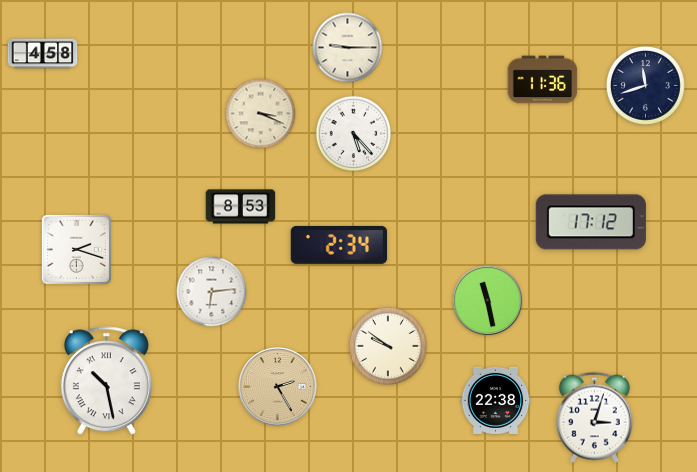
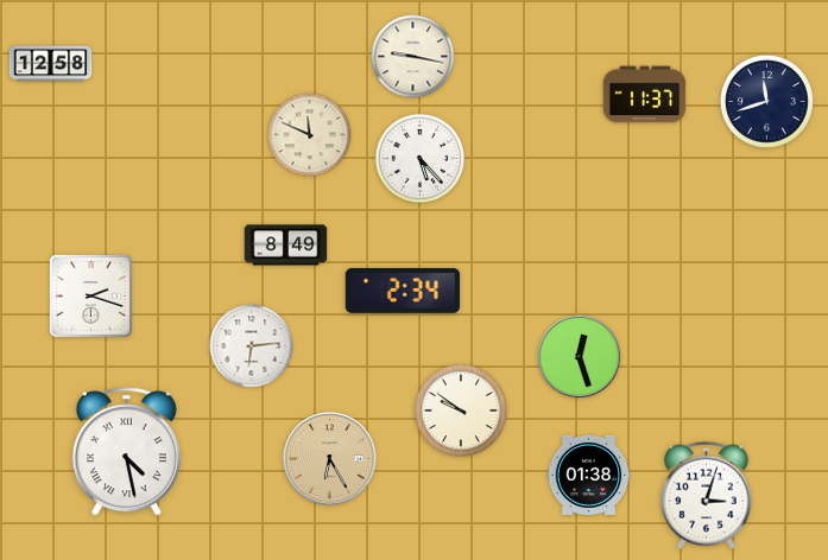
clock at (348, 48): 9:15 -> 9:17
clock at (43, 54): 4:58 -> 12:58
clock at (543, 80): 11:36 -> 11:37
clock at (261, 114): 3:19 -> 11:49
clock at (241, 207): 8:53 -> 8:49
clock at (591, 222): 17:12 -> none
clock at (488, 301): 11:28 -> 12:27
clock at (106, 381): 10:28 -> 4:28
clock at (278, 387): 2:25 -> 6:25
clock at (496, 400): 22:38 -> 01:38
